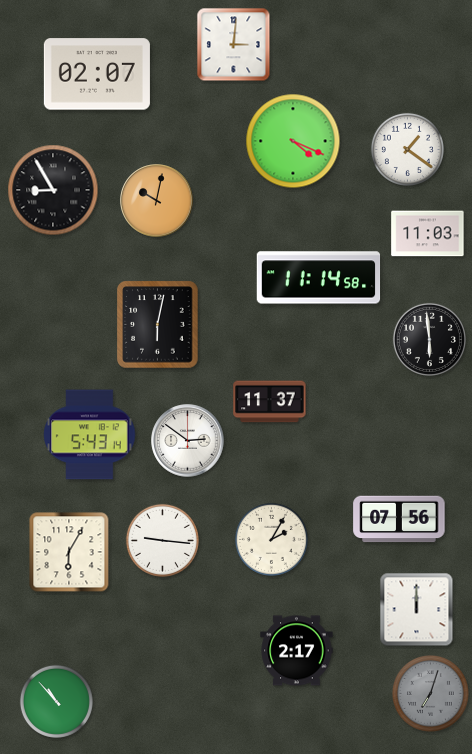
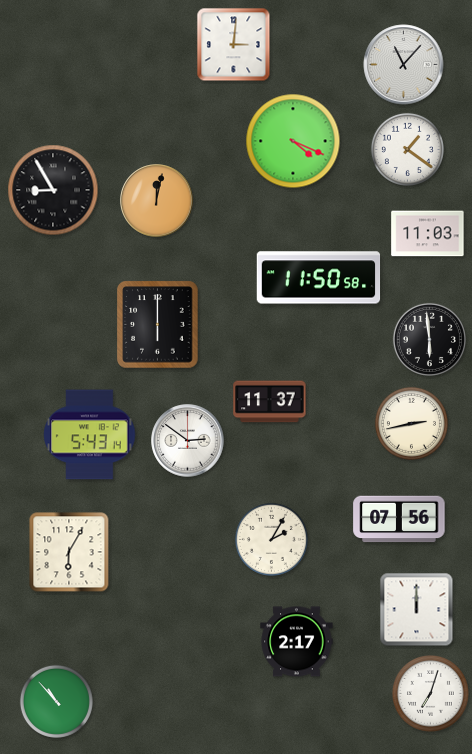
clock at (404, 65): none -> 11:07
clock at (97, 74): 02:07 -> none
clock at (157, 201): 10:02 -> 12:02
clock at (319, 278): 11:14 -> 11:50
clock at (158, 325): 6:02 -> 6:00
clock at (411, 423): none -> 2:43
clock at (162, 540): 9:16 -> none
clock at (297, 651) position: (297, 651) -> (297, 642)
clock at (430, 693) dial: grey -> white
